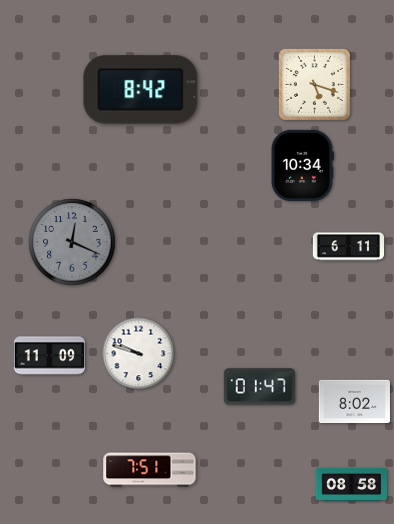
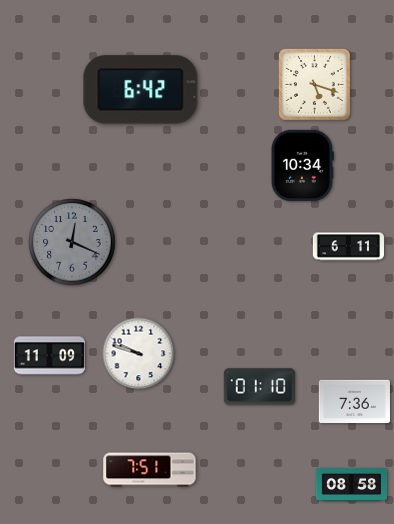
clock at (141, 90): 8:42 -> 6:42
clock at (259, 387): 01:47 -> 01:10
clock at (354, 402): 8:02 -> 7:36
